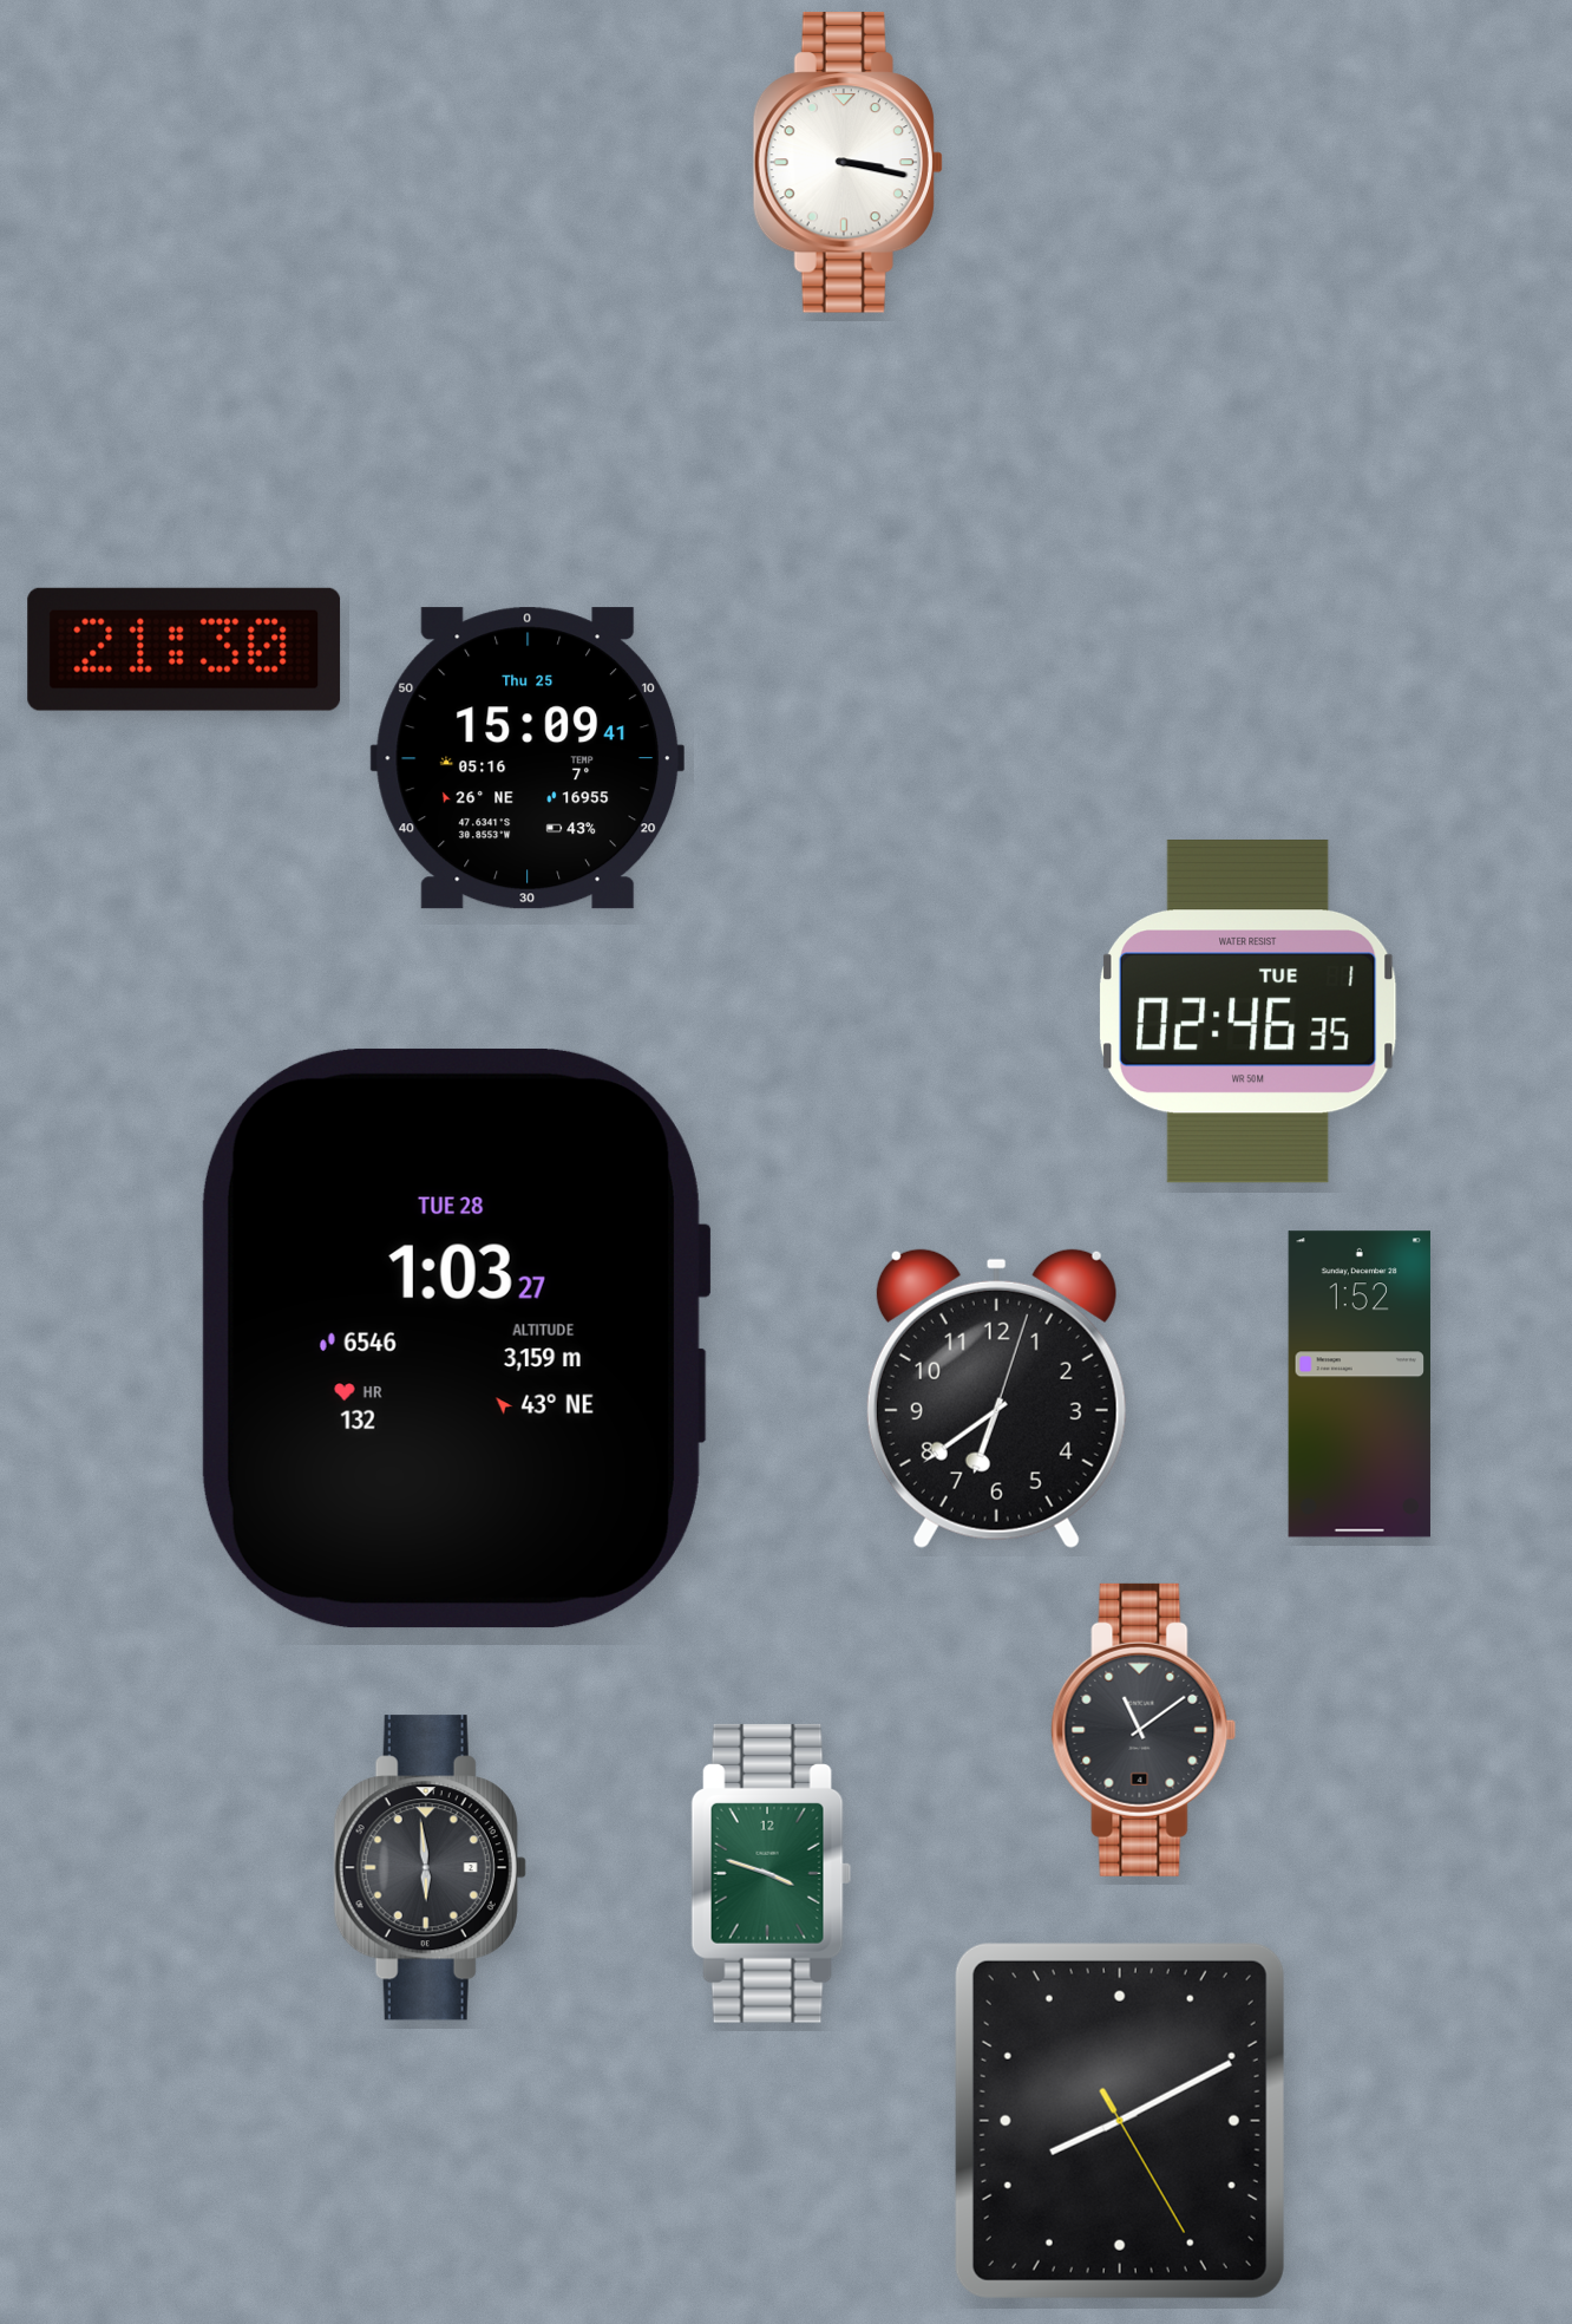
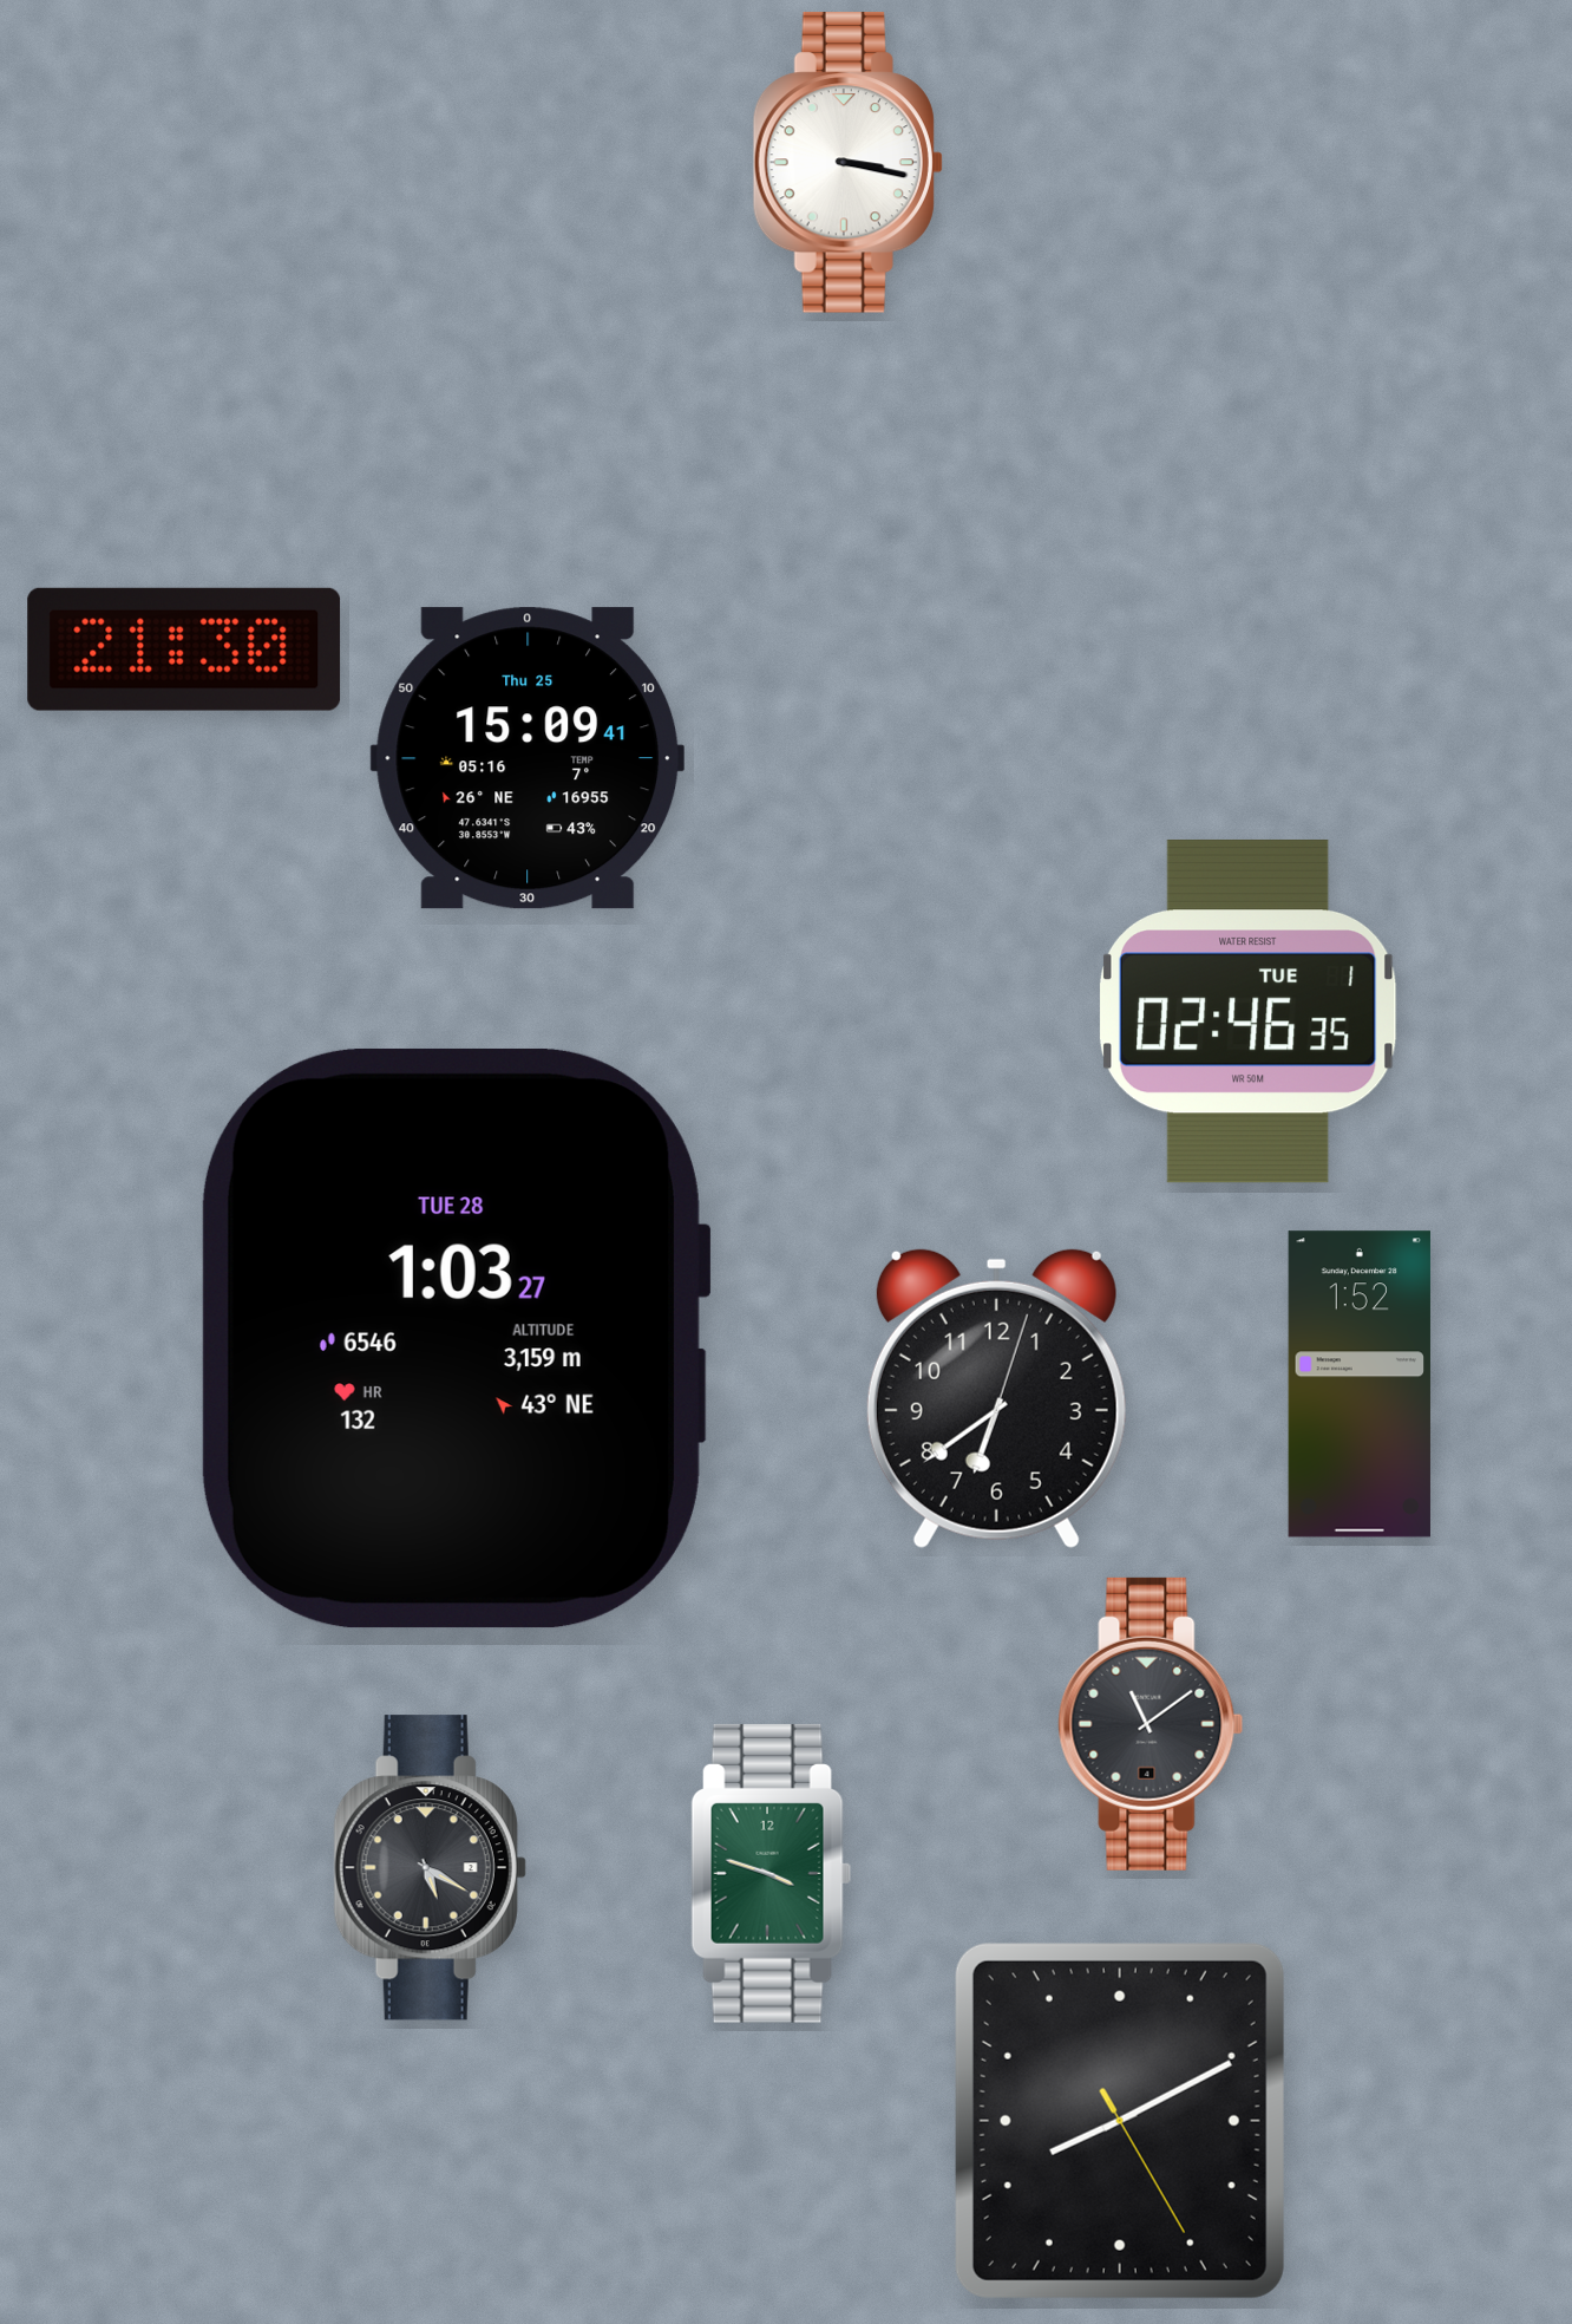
clock at (1144, 1730) position: (1144, 1730) -> (1151, 1724)
clock at (430, 1868): 5:59 -> 5:20
